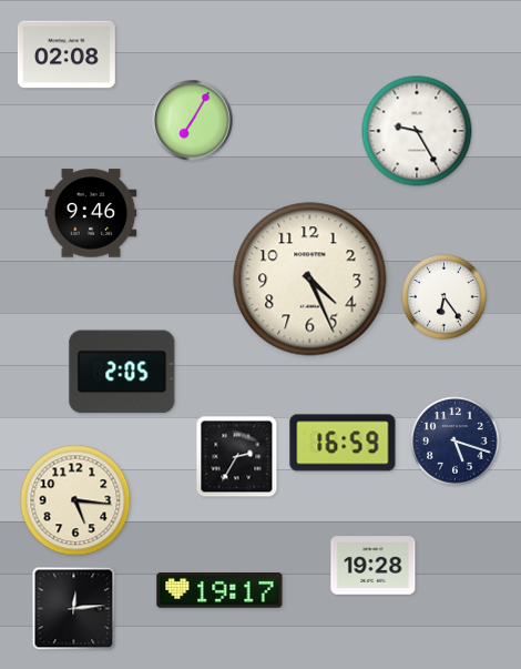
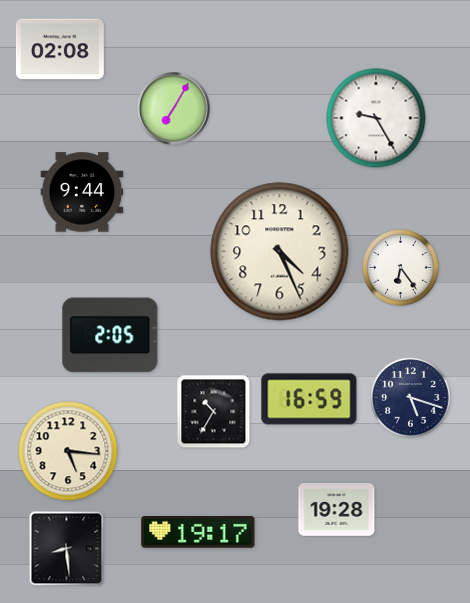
clock at (91, 213): 9:46 -> 9:44
clock at (237, 457): 2:35 -> 10:35
clock at (74, 609): 12:14 -> 8:29
